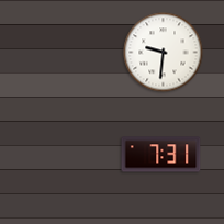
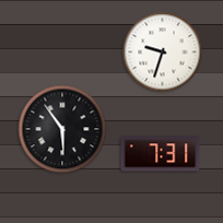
clock at (164, 53): 9:31 -> 9:33
clock at (62, 129): none -> 5:54
